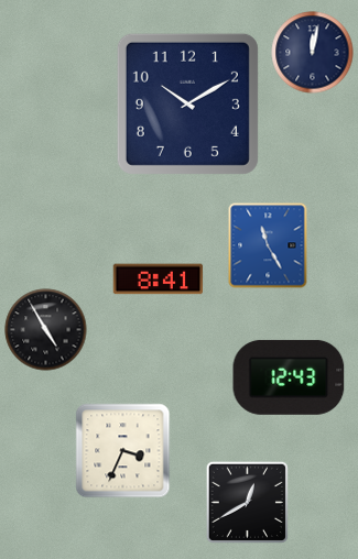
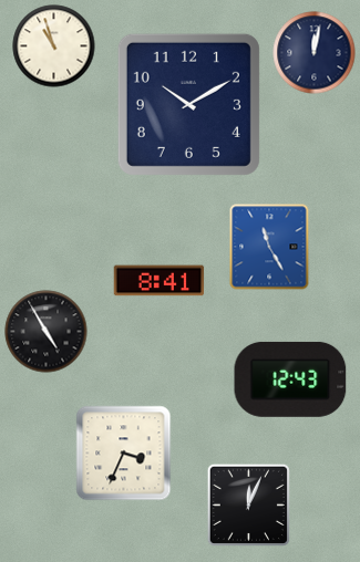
clock at (54, 46): none -> 10:57
clock at (247, 502): 12:40 -> 12:04
